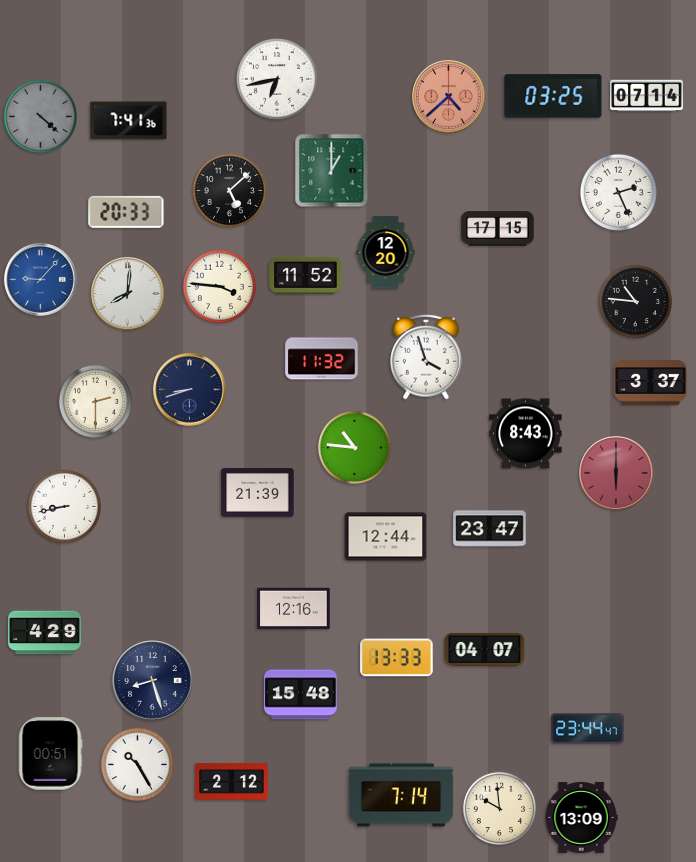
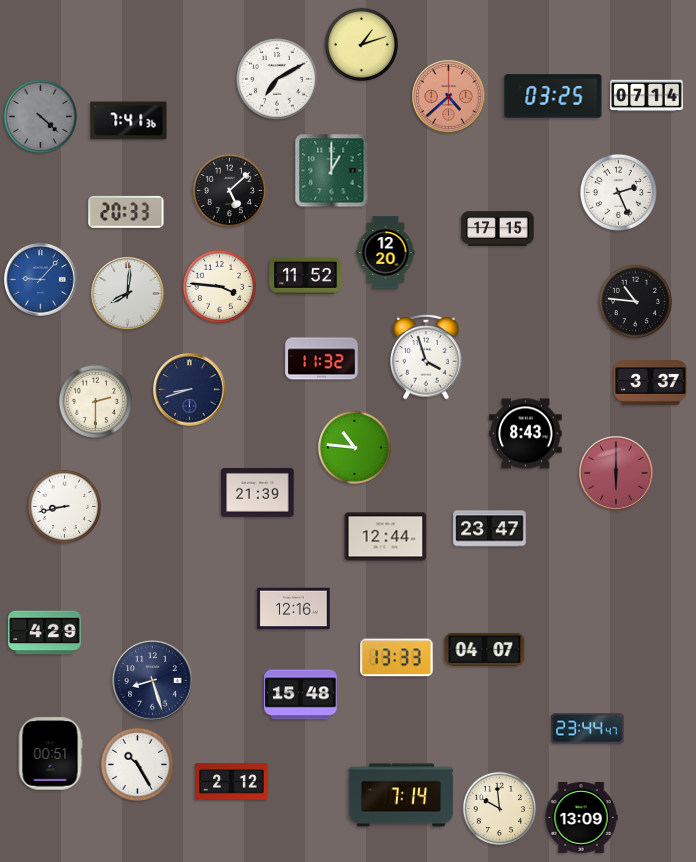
clock at (361, 44): none -> 1:12
clock at (278, 80): 6:43 -> 7:10
